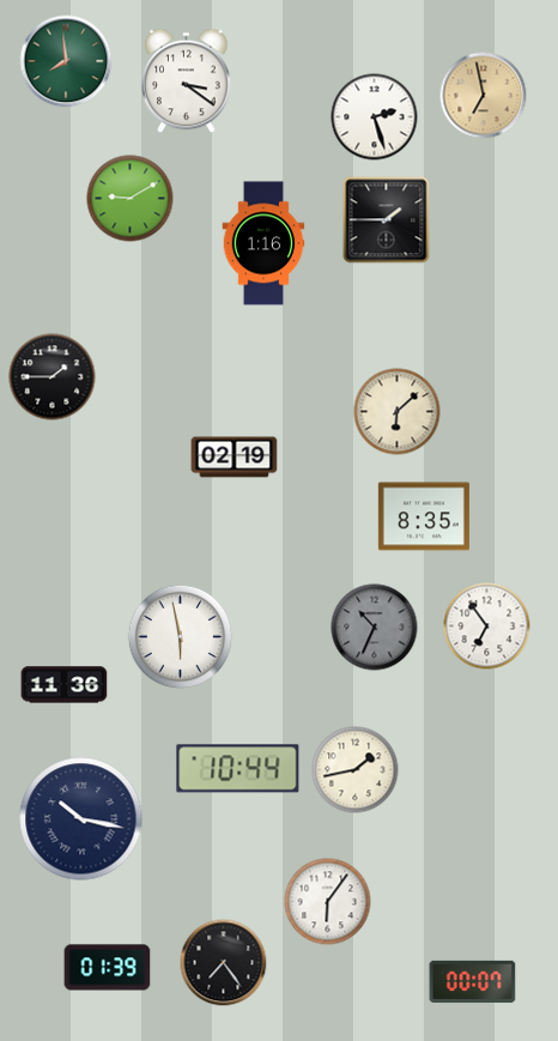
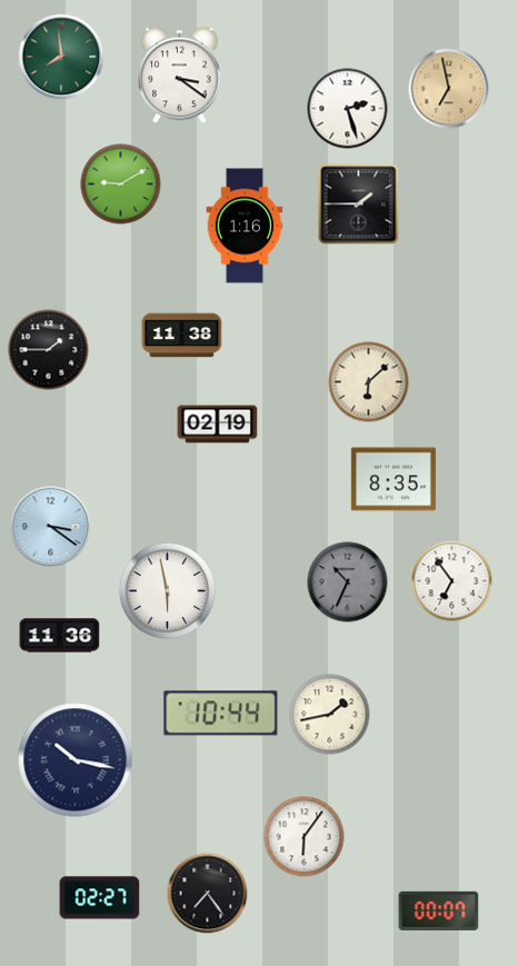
clock at (187, 81) position: (187, 81) -> (180, 76)
clock at (182, 336): none -> 11:38
clock at (51, 527): none -> 3:21
clock at (108, 968): 01:39 -> 02:27
